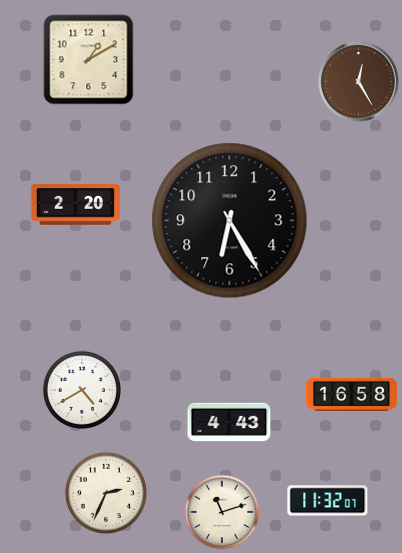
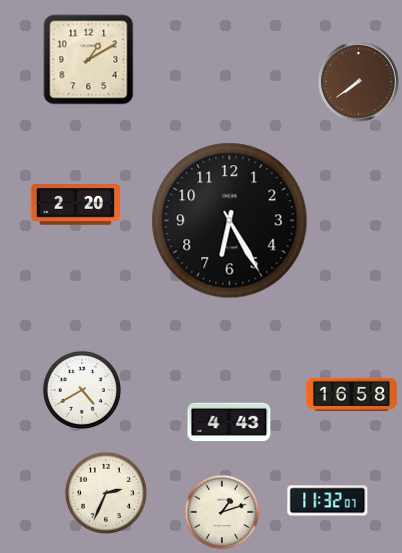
clock at (359, 82): 12:25 -> 7:39
clock at (222, 512): 11:12 -> 1:12
